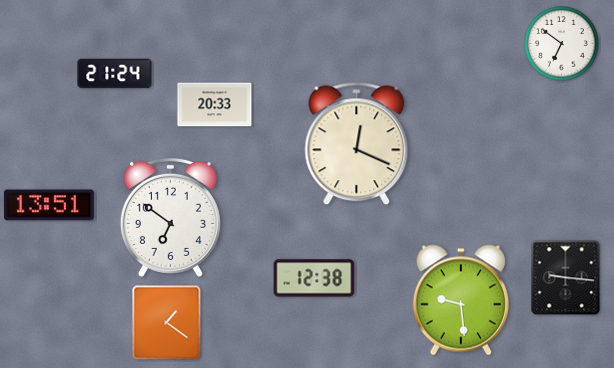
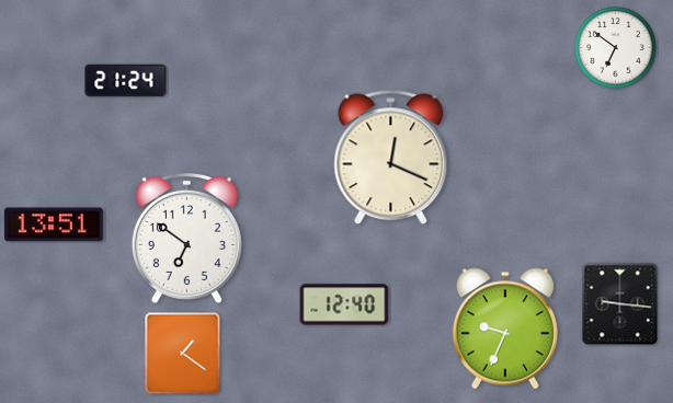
clock at (215, 105): 20:33 -> none
clock at (314, 278): 12:38 -> 12:40
clock at (461, 300): 9:29 -> 9:34
